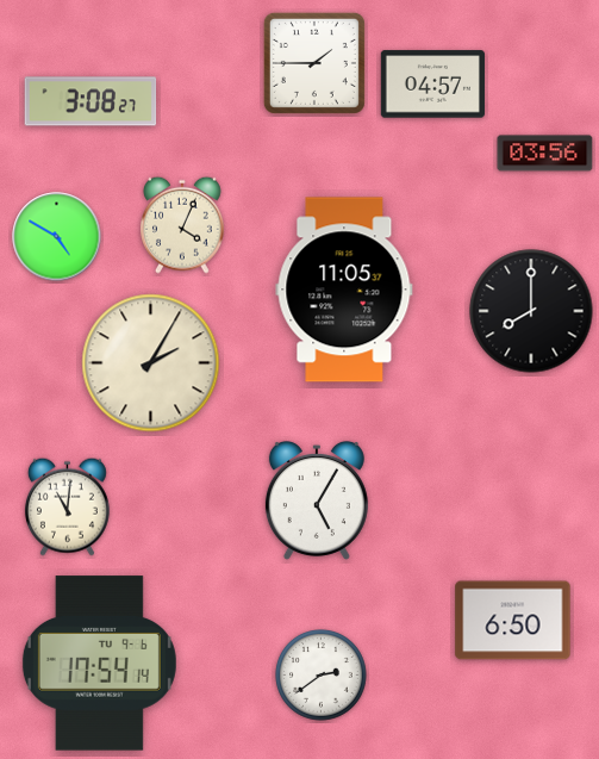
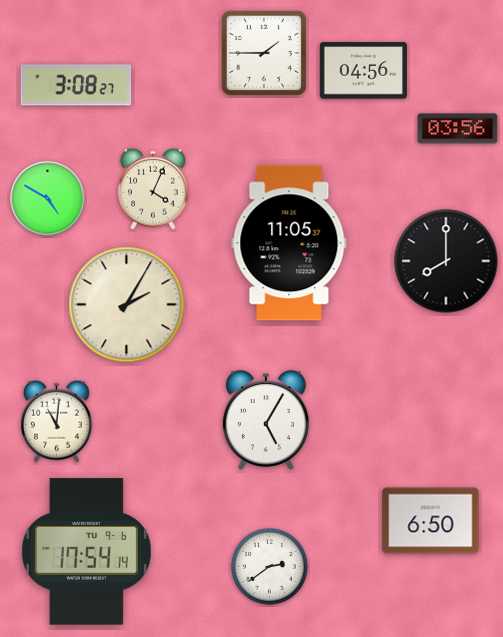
clock at (432, 85): 04:57 -> 04:56
clock at (67, 506) position: (67, 506) -> (56, 421)
clock at (99, 664) position: (99, 664) -> (86, 552)
